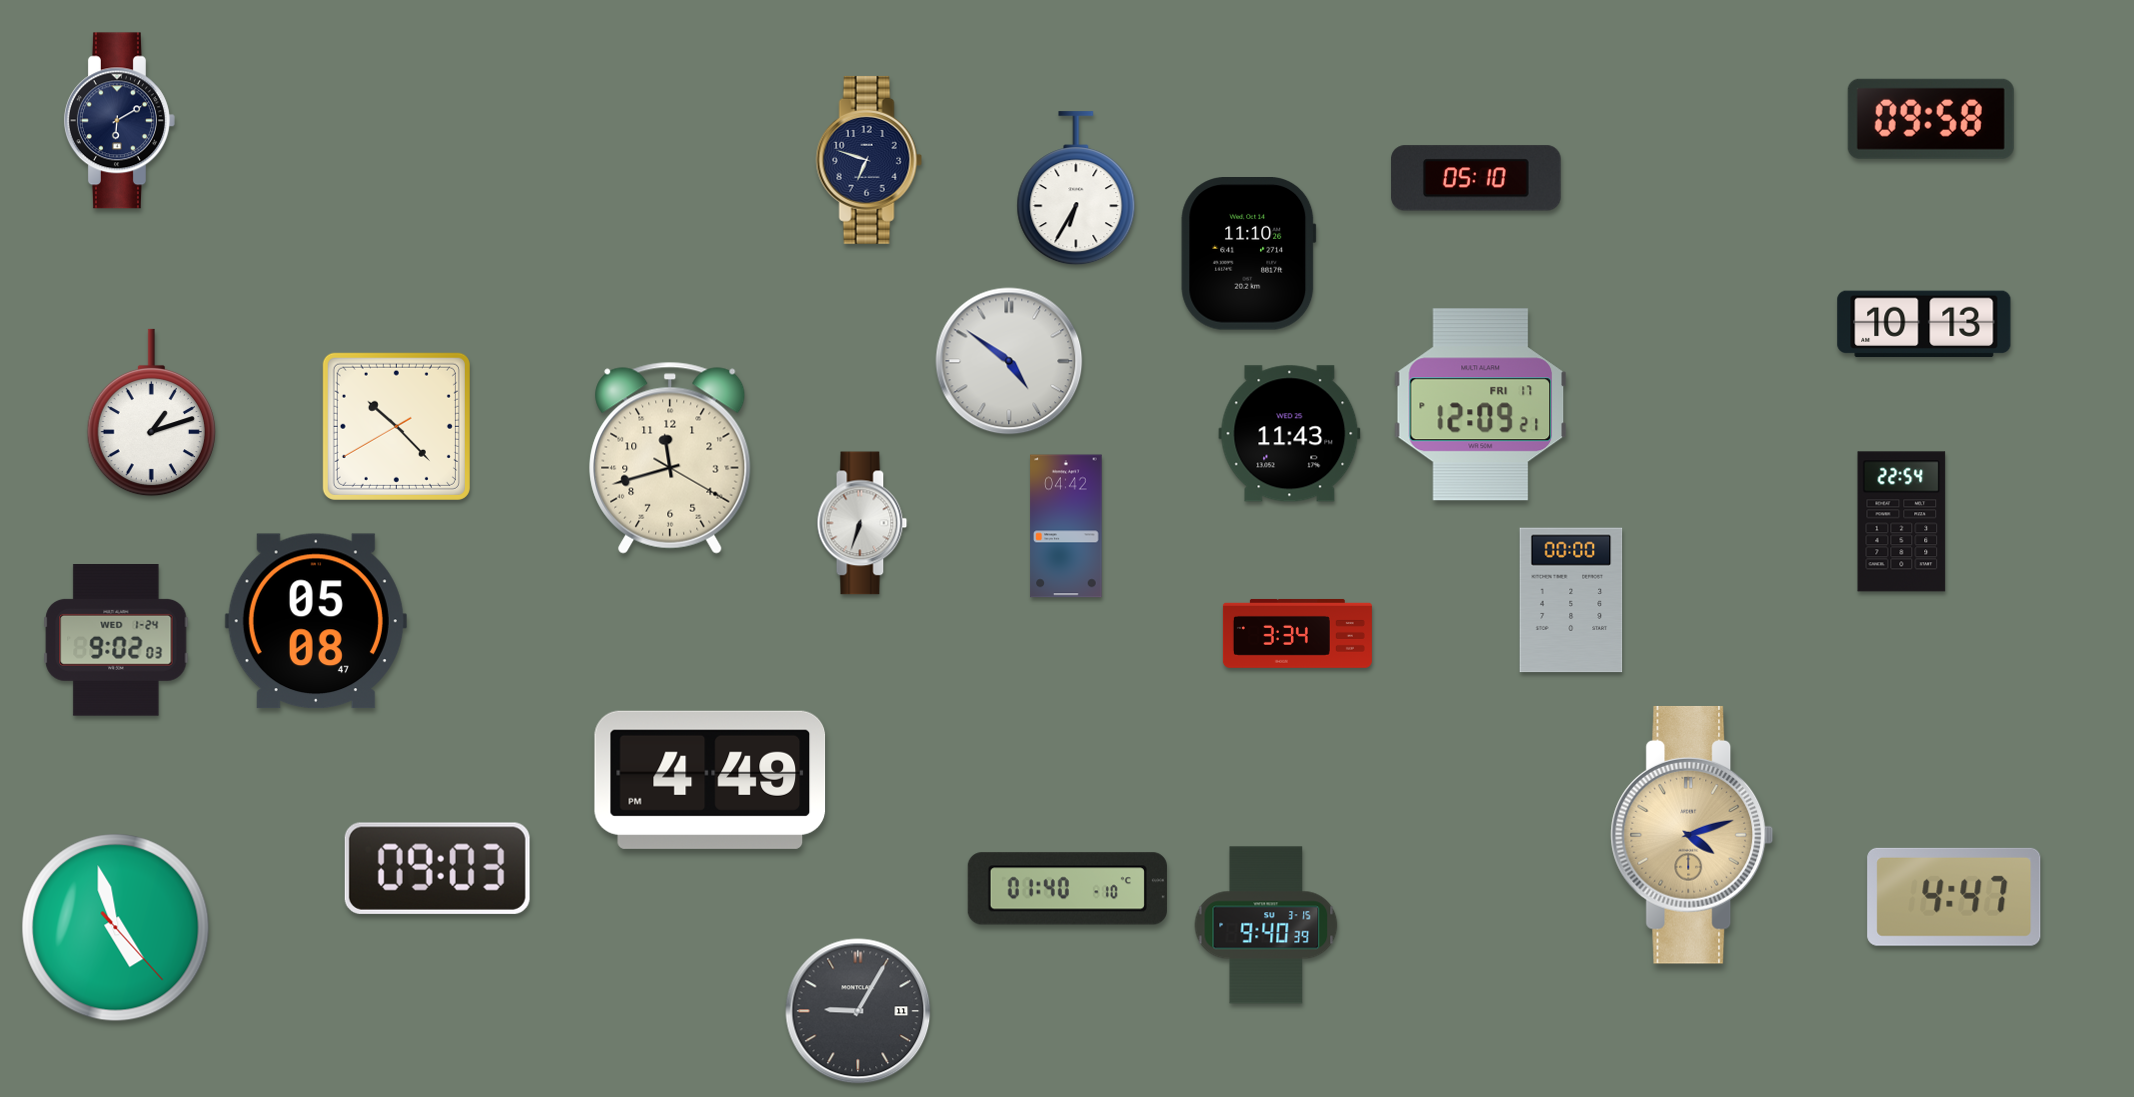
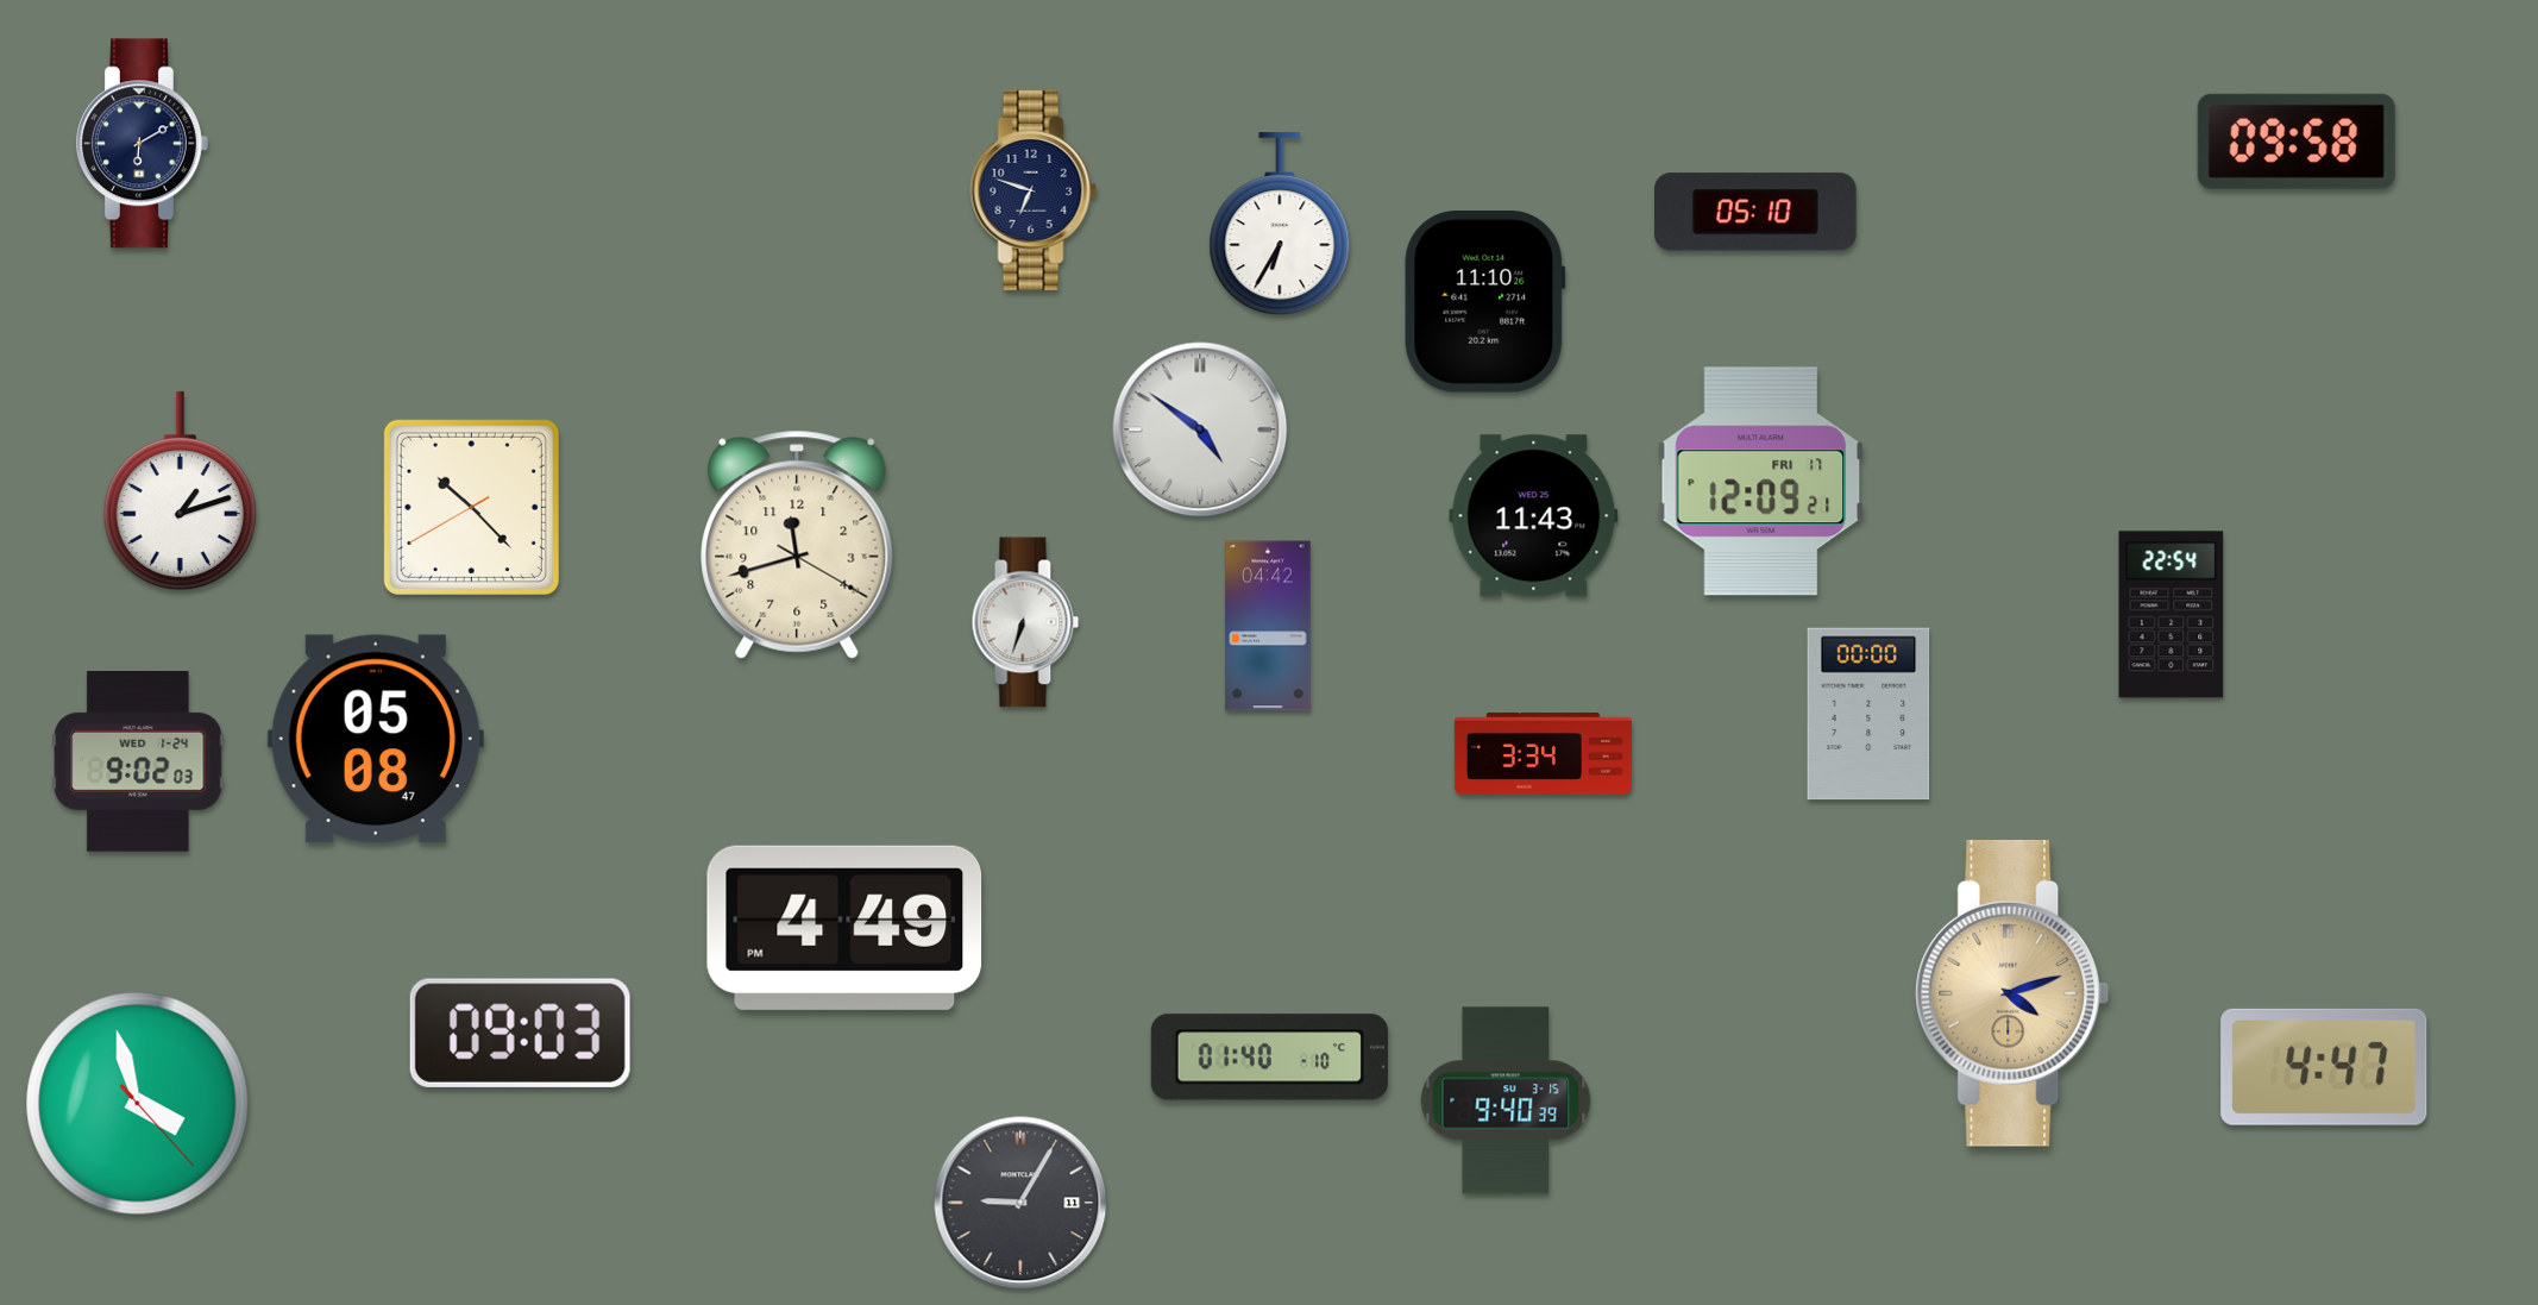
clock at (1924, 324): 10:13 -> none
clock at (1902, 522) position: (1902, 522) -> (2172, 615)
clock at (116, 928): 4:57 -> 3:57
